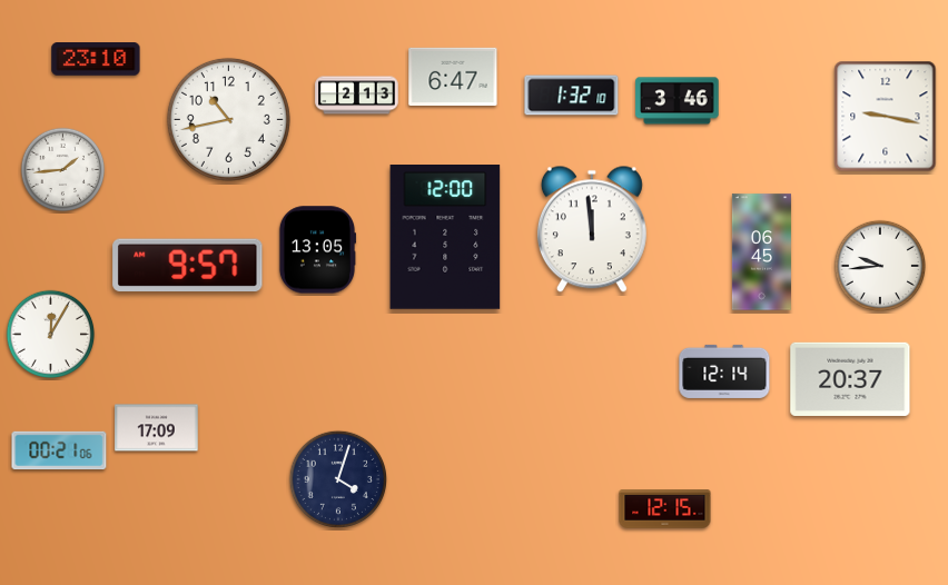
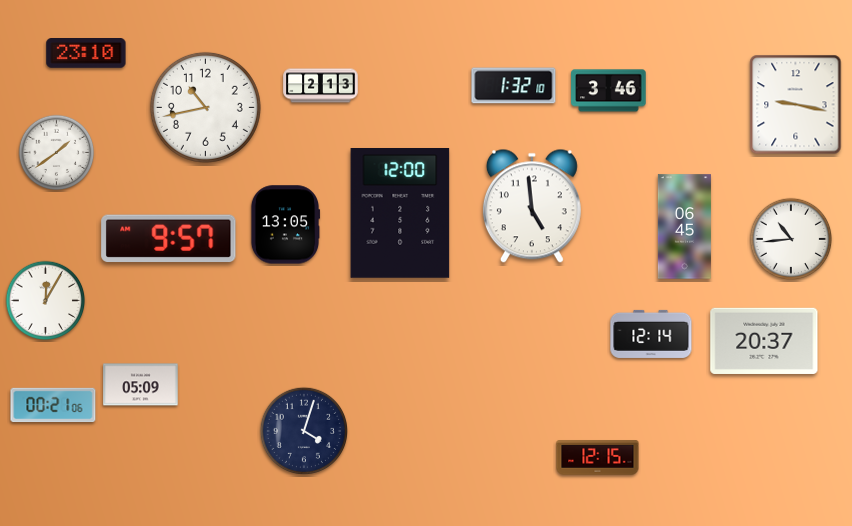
clock at (453, 77): 6:47 -> none
clock at (63, 170): 1:44 -> 1:39
clock at (592, 229): 11:59 -> 4:59
clock at (880, 266): 9:44 -> 10:44
clock at (157, 428): 17:09 -> 05:09
